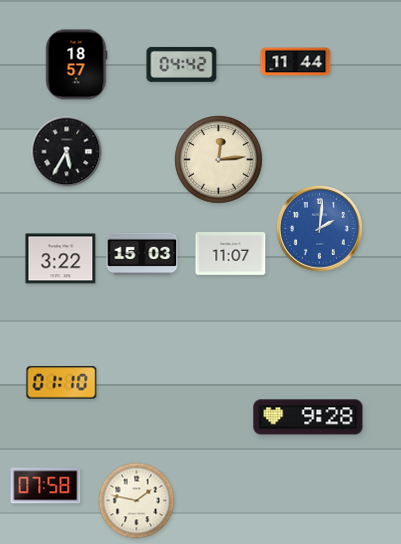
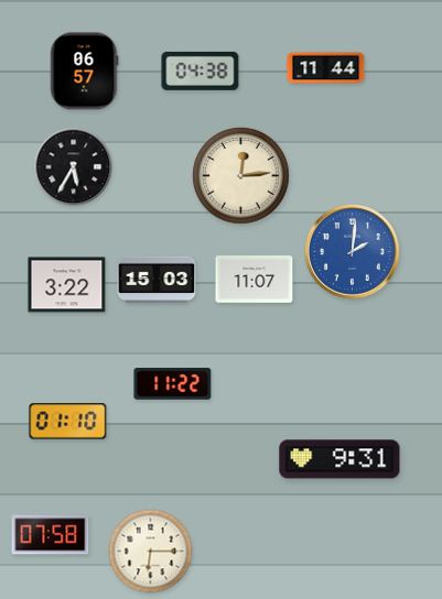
clock at (182, 64): 04:42 -> 04:38
clock at (76, 65): 18:57 -> 06:57
clock at (173, 384): none -> 11:22
clock at (308, 417): 9:28 -> 9:31
clock at (137, 501): 1:47 -> 6:15
